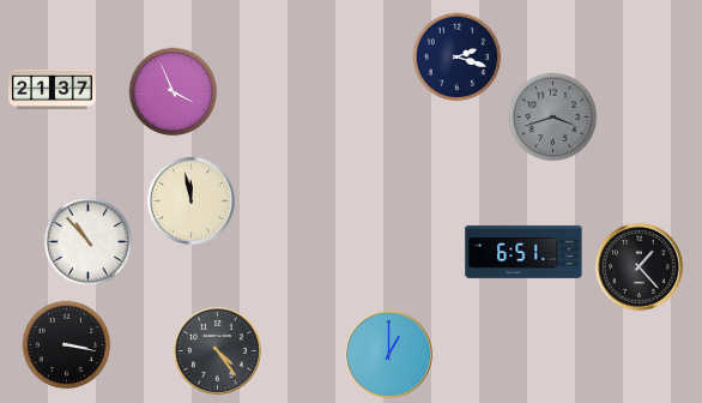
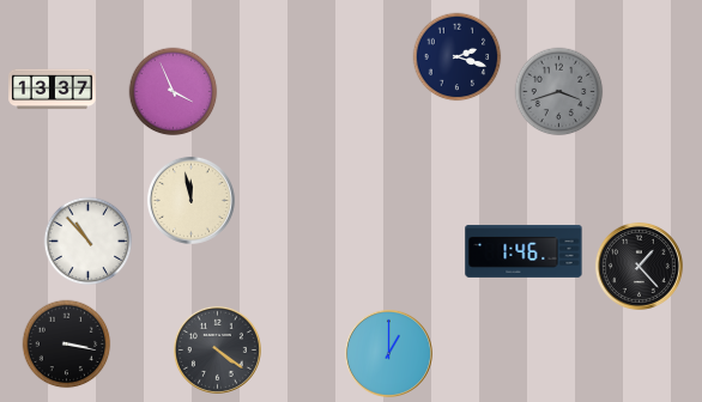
clock at (53, 90): 21:37 -> 13:37
clock at (553, 118) position: (553, 118) -> (559, 92)
clock at (524, 252): 6:51 -> 1:46
clock at (217, 350): 4:24 -> 4:21
